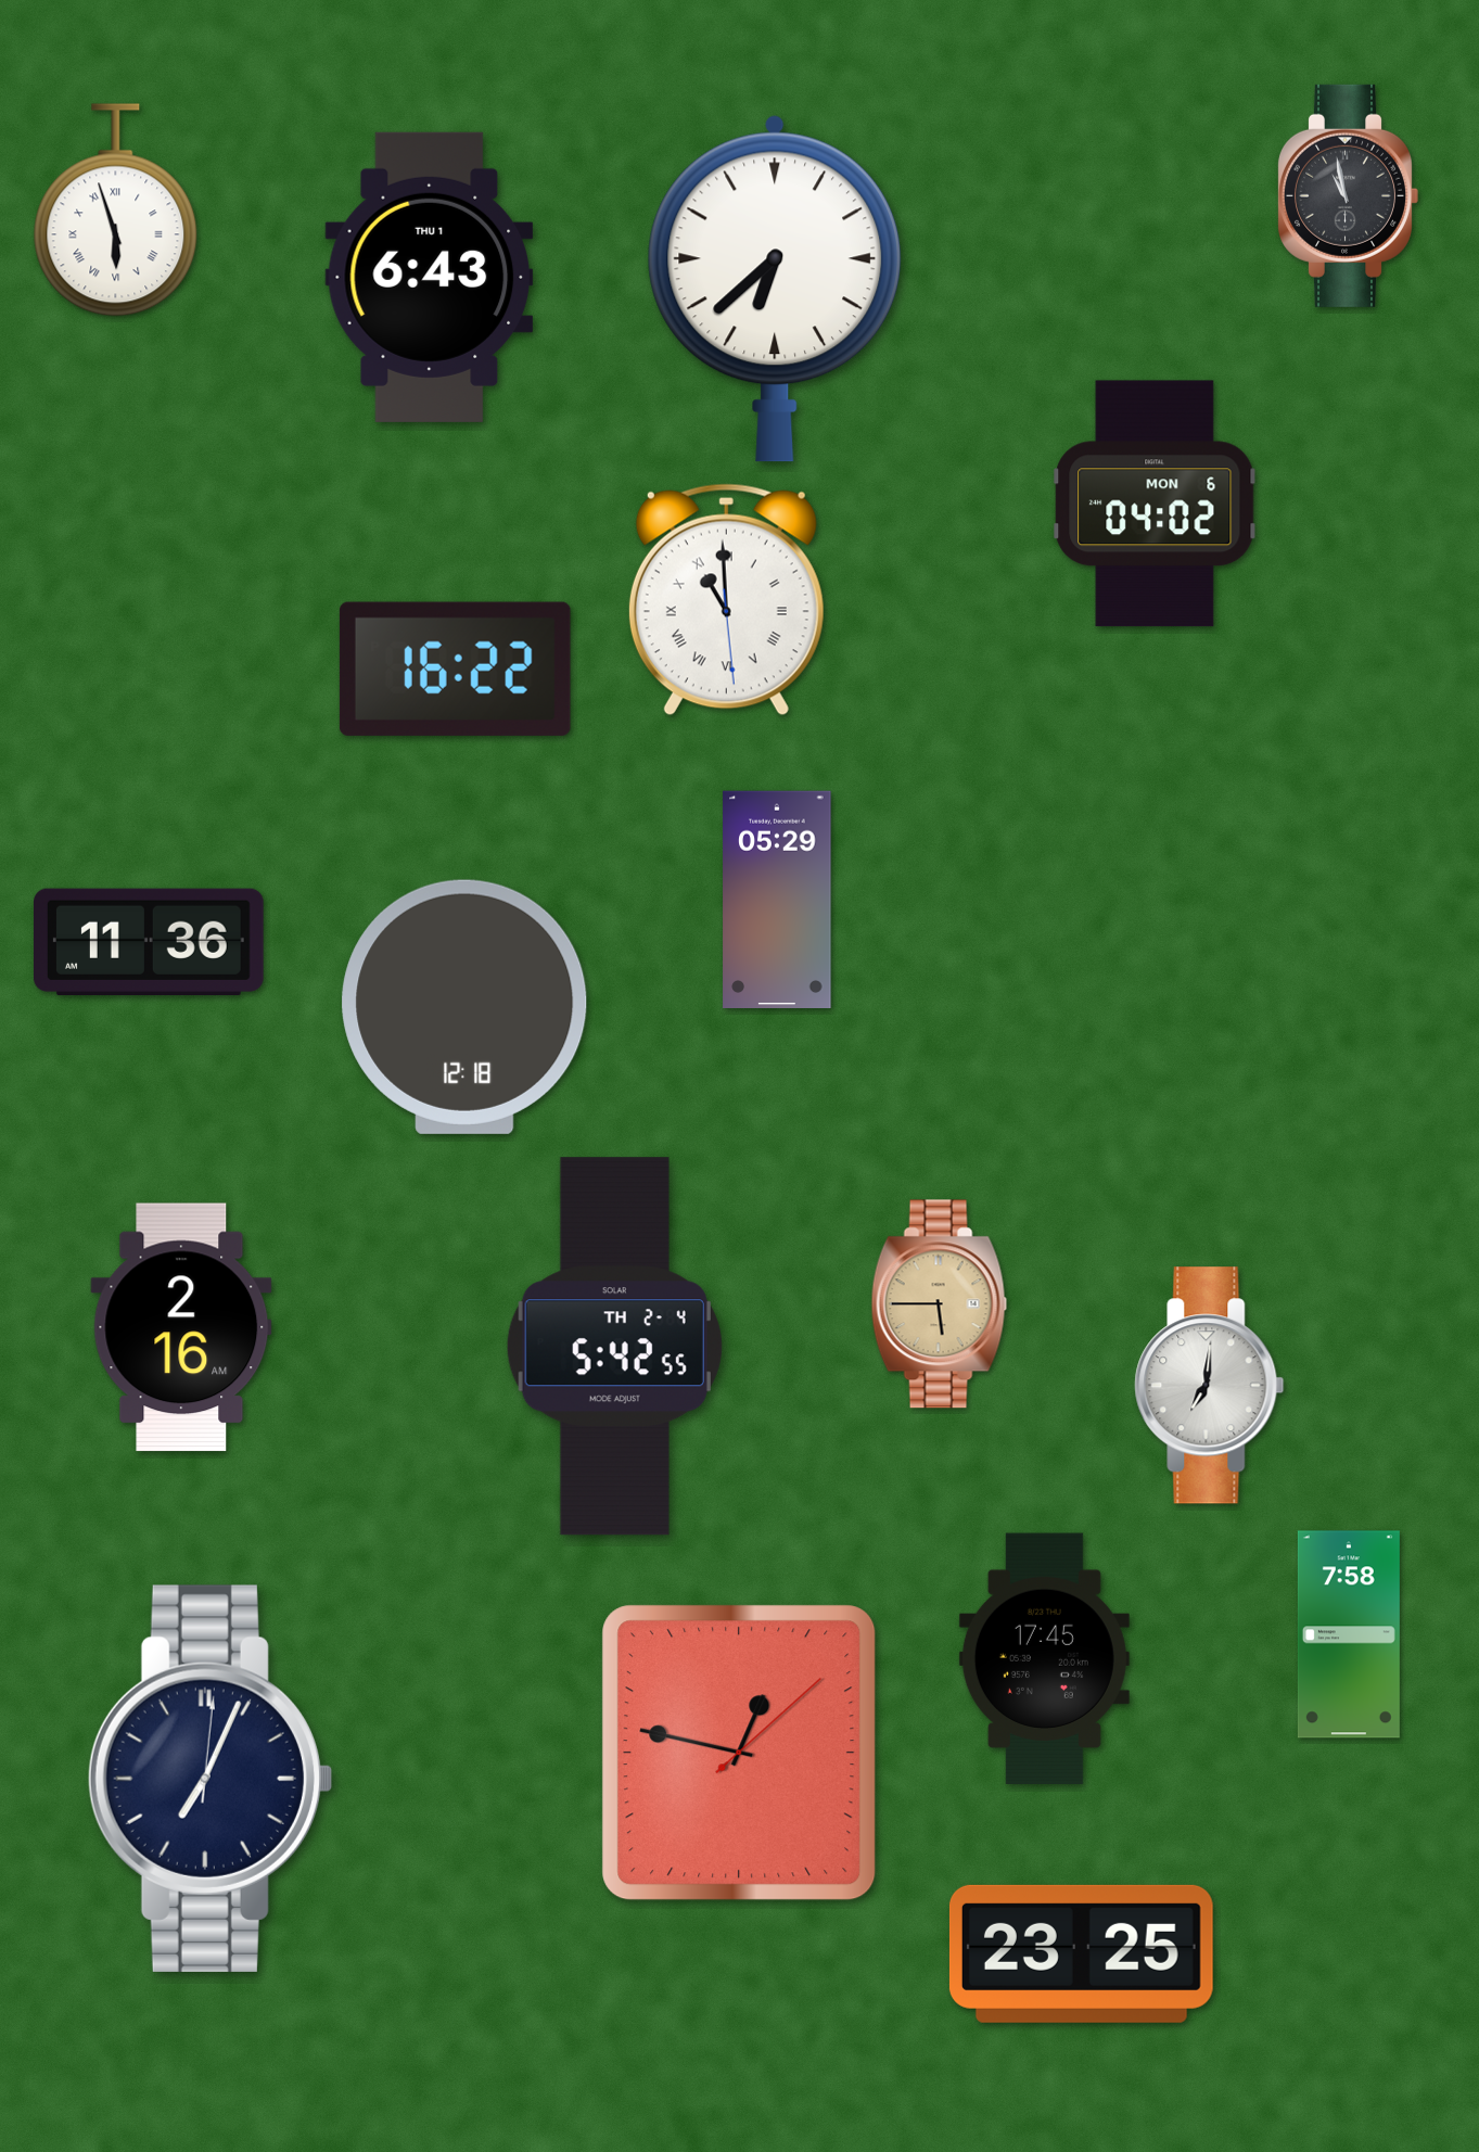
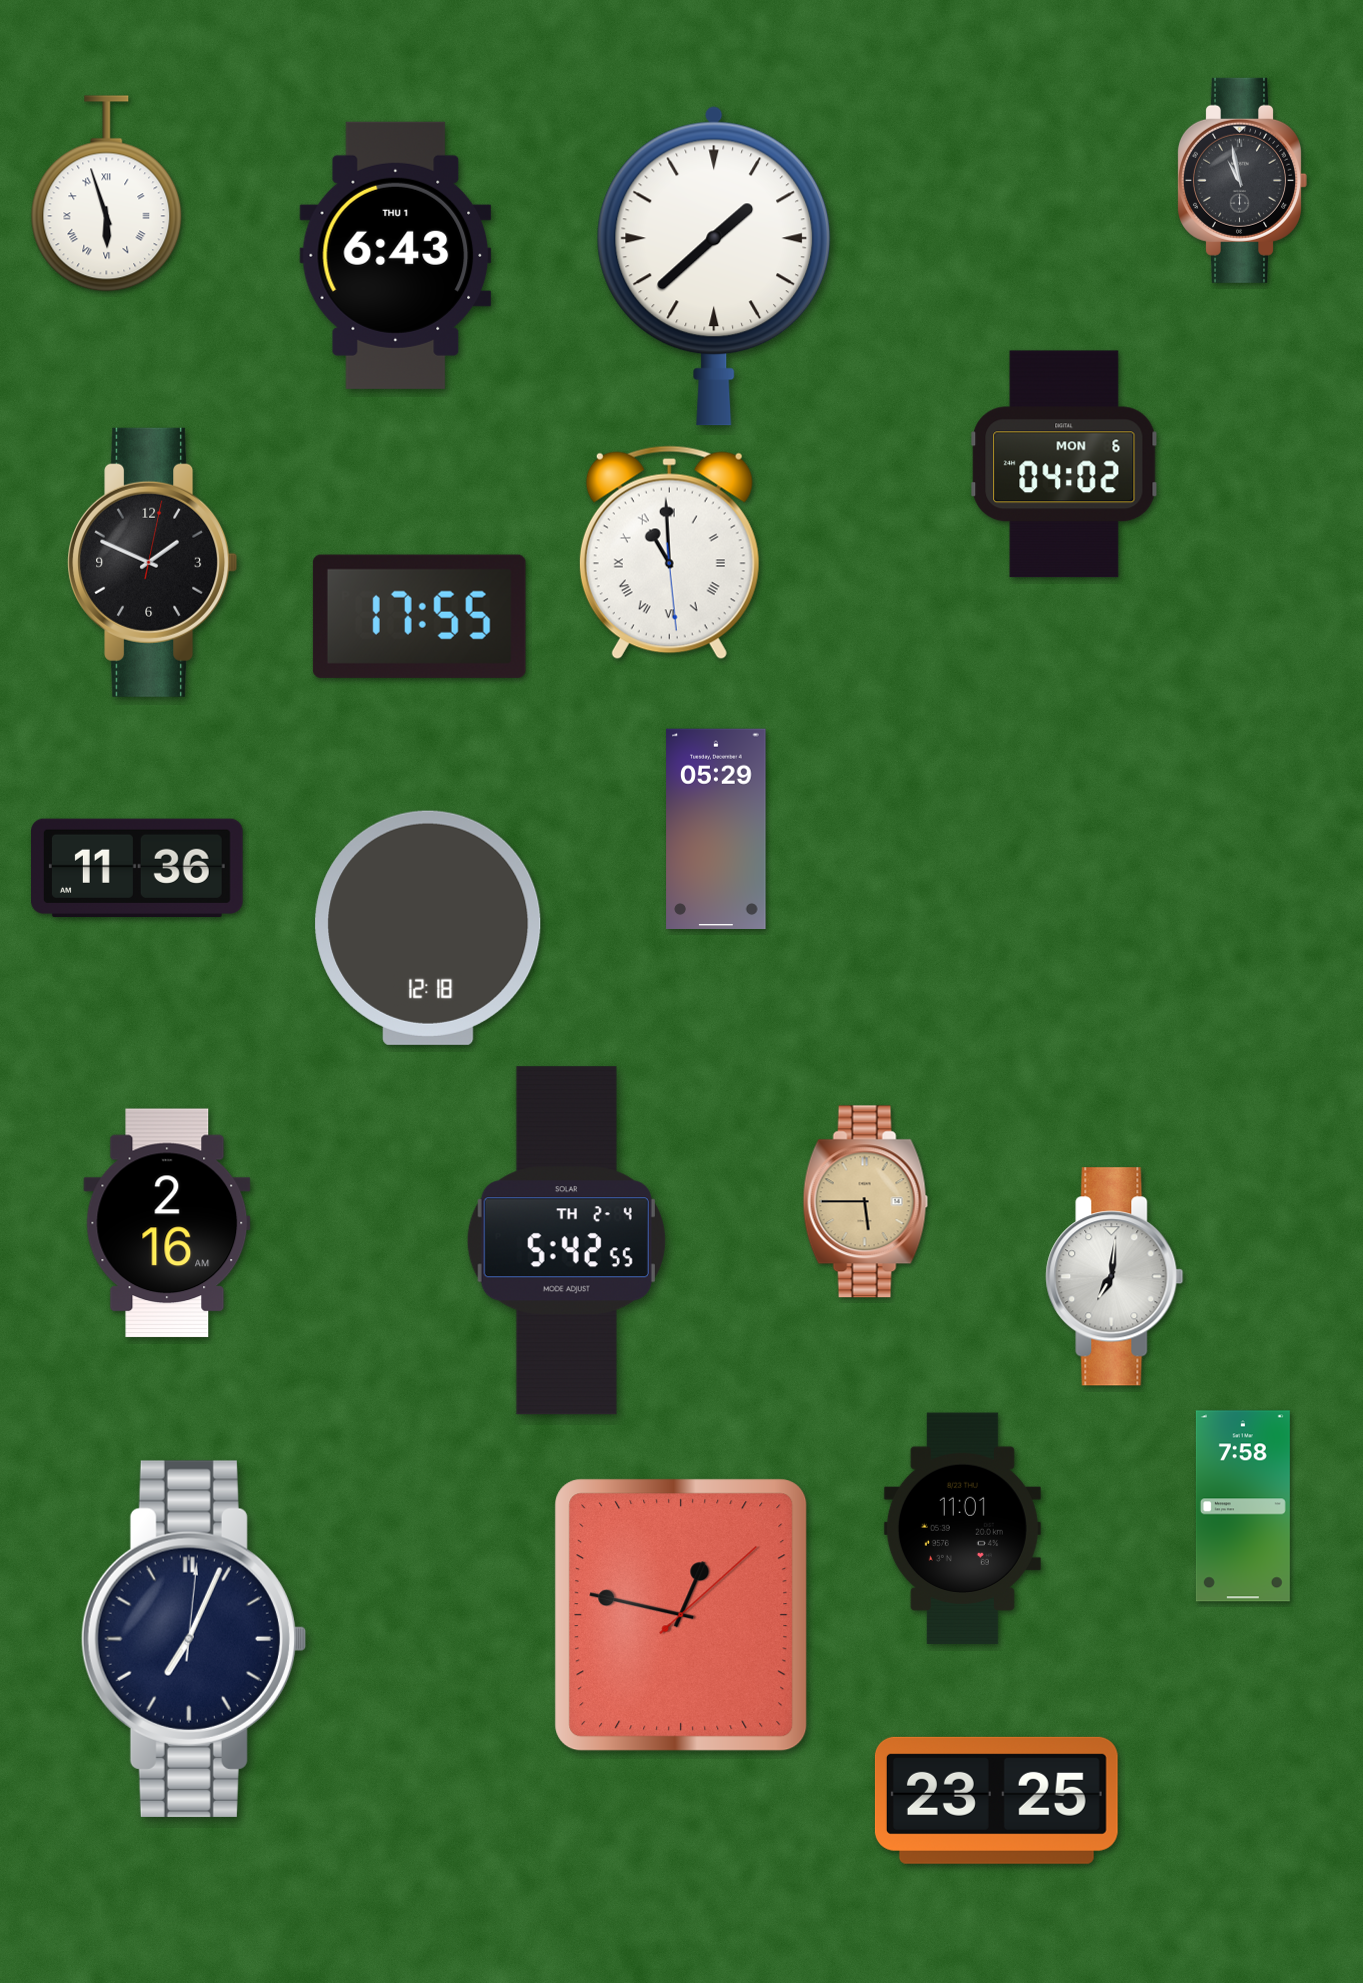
clock at (775, 289): 6:38 -> 1:38
clock at (153, 562): none -> 1:49
clock at (455, 668): 16:22 -> 17:55
clock at (1044, 1658): 17:45 -> 11:01
